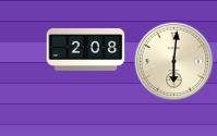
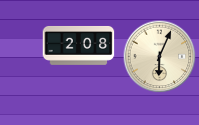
clock at (174, 62): 6:01 -> 6:04
